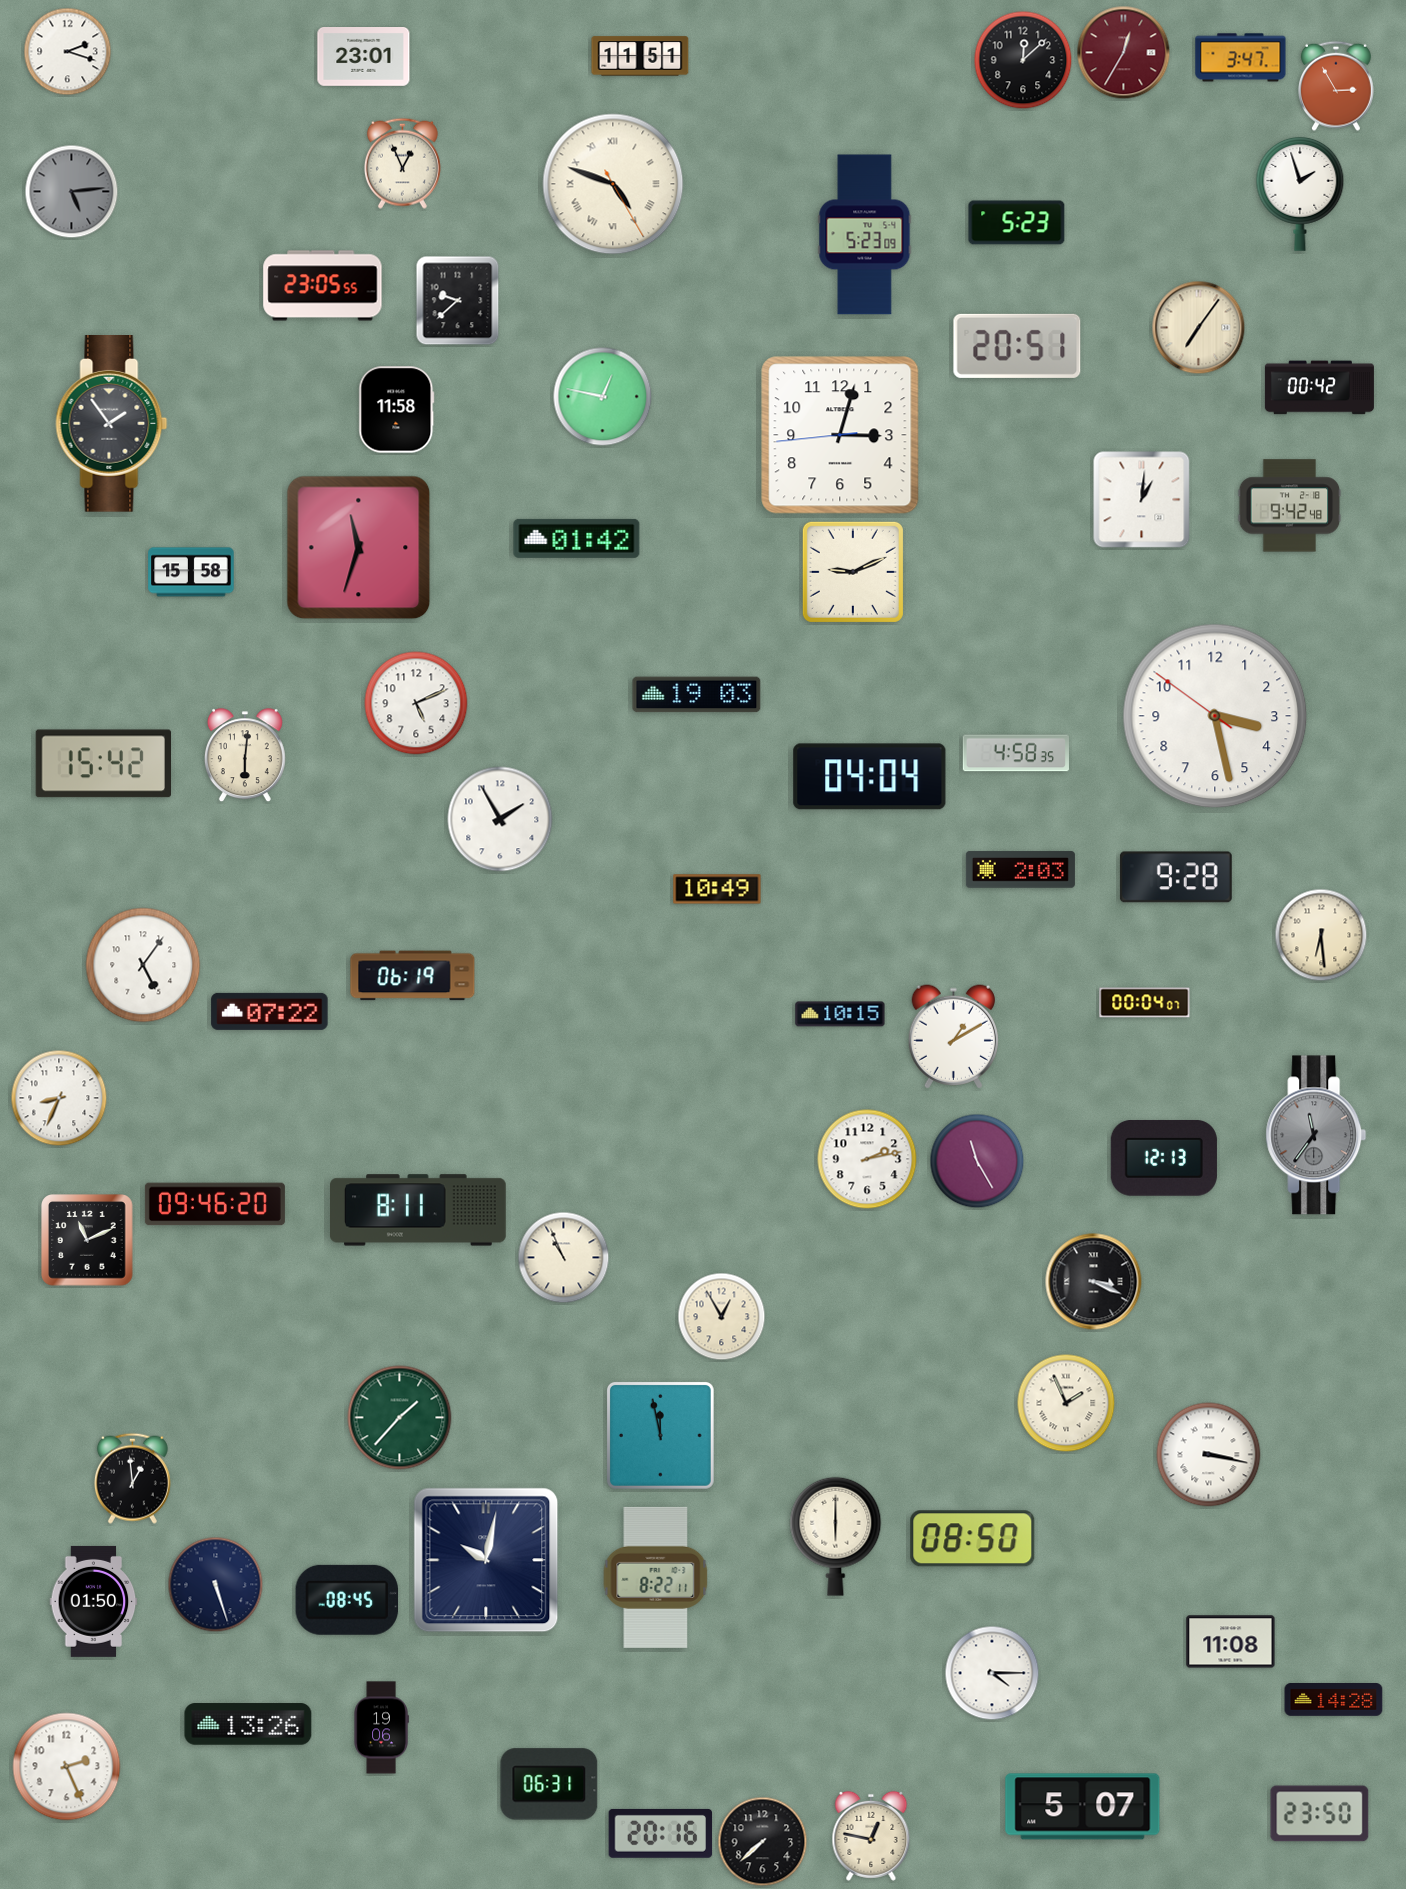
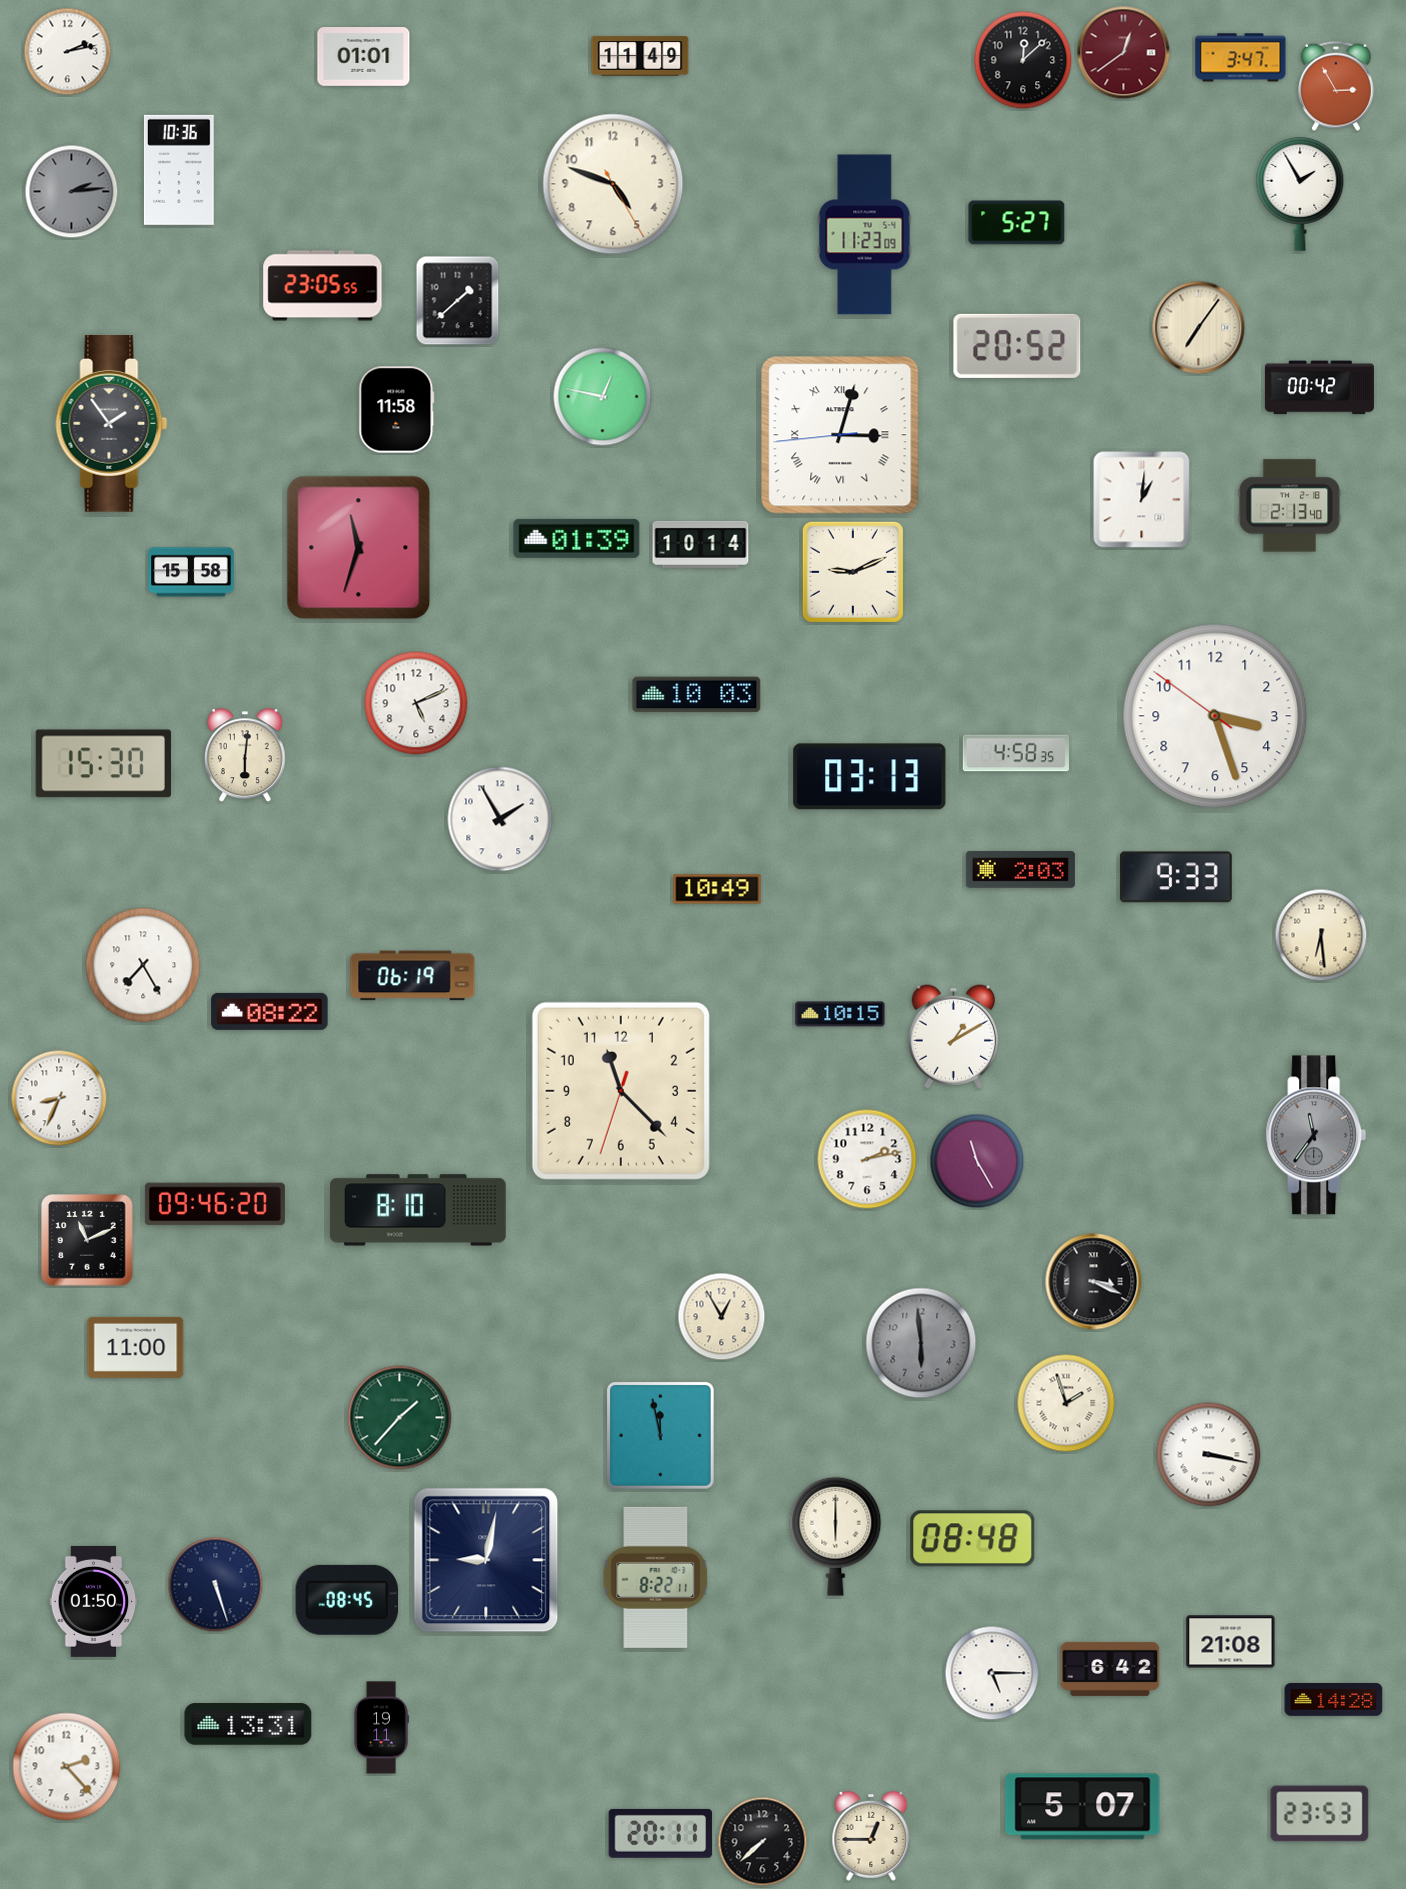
clock at (68, 52): 2:18 -> 2:13
clock at (1124, 53): 12:35 -> 12:39
clock at (640, 56): 11:51 -> 11:49
clock at (364, 57): 23:01 -> 01:01
clock at (402, 163): 12:56 -> none
clock at (179, 170): none -> 10:36
clock at (613, 184) numerals: Roman -> Arabic
clock at (72, 192): 5:14 -> 2:14
clock at (1300, 194): 1:57 -> 1:55
clock at (1017, 223): 5:23 -> 5:27
clock at (865, 235): 5:23 -> 11:23
clock at (458, 301): 9:38 -> 1:38
clock at (1017, 346): 20:51 -> 20:52
clock at (840, 435) numerals: Arabic -> Roman
clock at (1290, 506): 9:42 -> 2:13
clock at (577, 538): 01:42 -> 01:39
clock at (701, 544): none -> 10:14
clock at (697, 695): 19:03 -> 10:03
clock at (1215, 716): 3:27 -> 3:26
clock at (103, 764): 15:42 -> 15:30
clock at (870, 777): 04:04 -> 03:13
clock at (1176, 877): 9:28 -> 9:33
clock at (143, 965): 5:06 -> 7:25
clock at (1145, 1003): 00:04 -> none
clock at (270, 1011): 07:22 -> 08:22
clock at (621, 1091): none -> 11:22
clock at (1164, 1159): 12:13 -> none
clock at (419, 1210): 8:11 -> 8:10
clock at (564, 1258): 10:56 -> none
clock at (921, 1343): none -> 5:59
clock at (136, 1347): none -> 11:00
clock at (1066, 1403): 1:56 -> 1:57
clock at (132, 1478): 12:59 -> none
clock at (973, 1539): 08:50 -> 08:48
clock at (486, 1560): 10:02 -> 9:02
clock at (1231, 1642): 11:08 -> 21:08
clock at (1110, 1669): none -> 6:42
clock at (992, 1673): 4:15 -> 5:15
clock at (248, 1724): 13:26 -> 13:31
clock at (381, 1728): 19:06 -> 19:11
clock at (67, 1767): 2:26 -> 2:23
clock at (549, 1784): 06:31 -> none
clock at (1320, 1814): 23:50 -> 23:53
clock at (661, 1833): 20:16 -> 20:11
clock at (871, 1836): 12:47 -> 12:45
